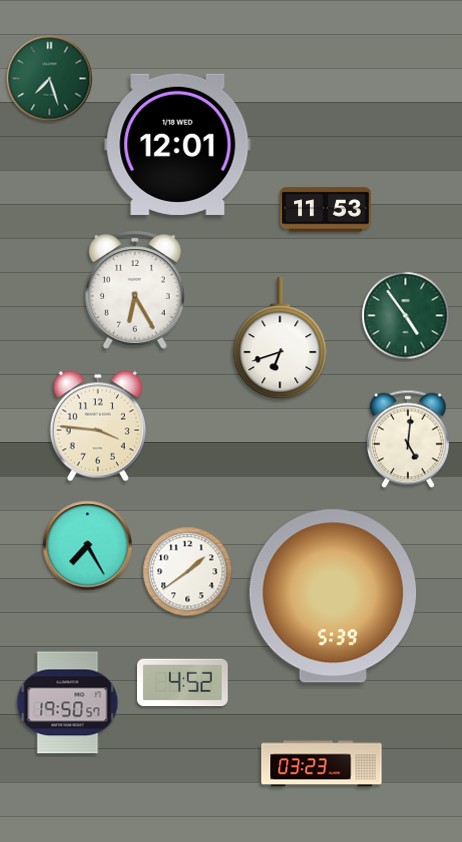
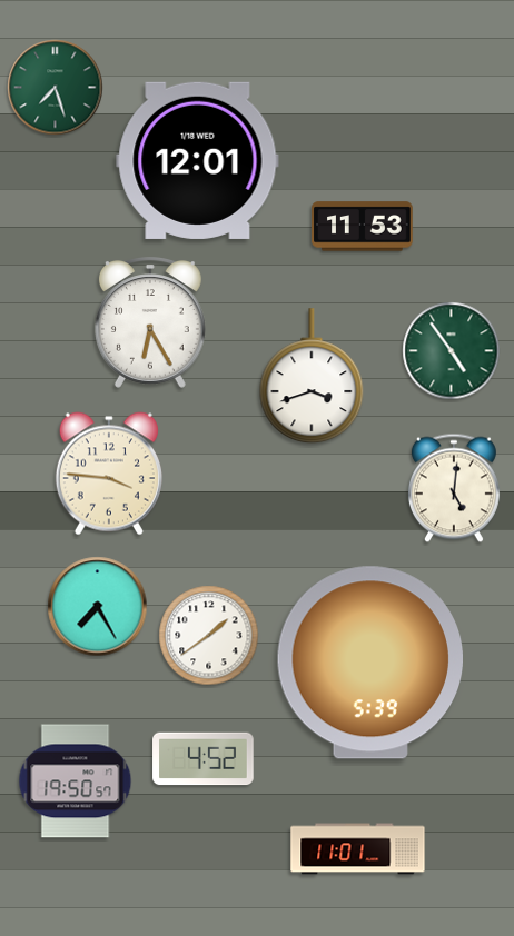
clock at (326, 210) position: (326, 210) -> (363, 227)
clock at (280, 339): 6:42 -> 3:42
clock at (322, 764): 03:23 -> 11:01
